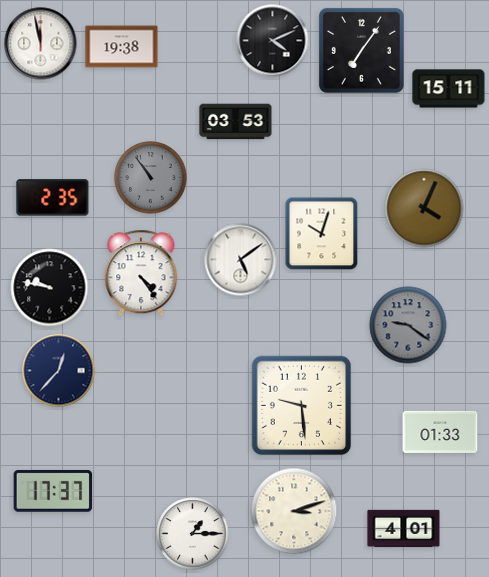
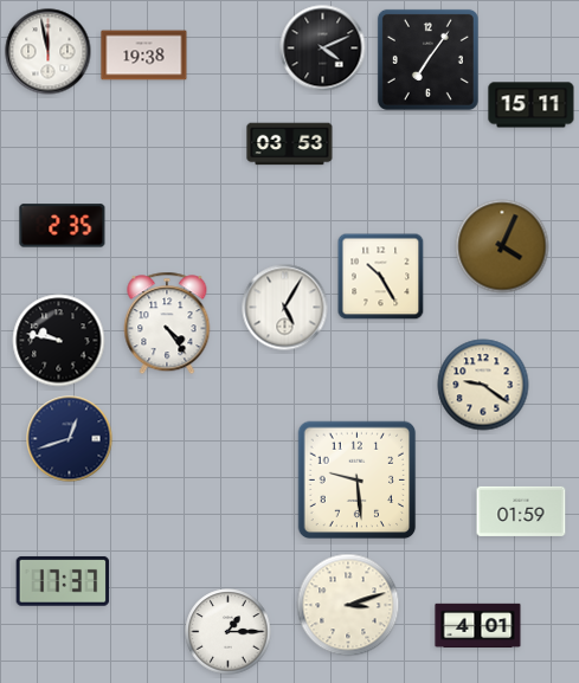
clock at (236, 122) position: (236, 122) -> (290, 144)
clock at (151, 178): 10:54 -> none
clock at (53, 198) position: (53, 198) -> (63, 226)
clock at (322, 234): 10:03 -> 10:25
clock at (241, 260): 5:09 -> 5:05
clock at (408, 325) dial: grey -> cream
clock at (59, 371): 12:37 -> 12:42
clock at (440, 432): 01:33 -> 01:59
